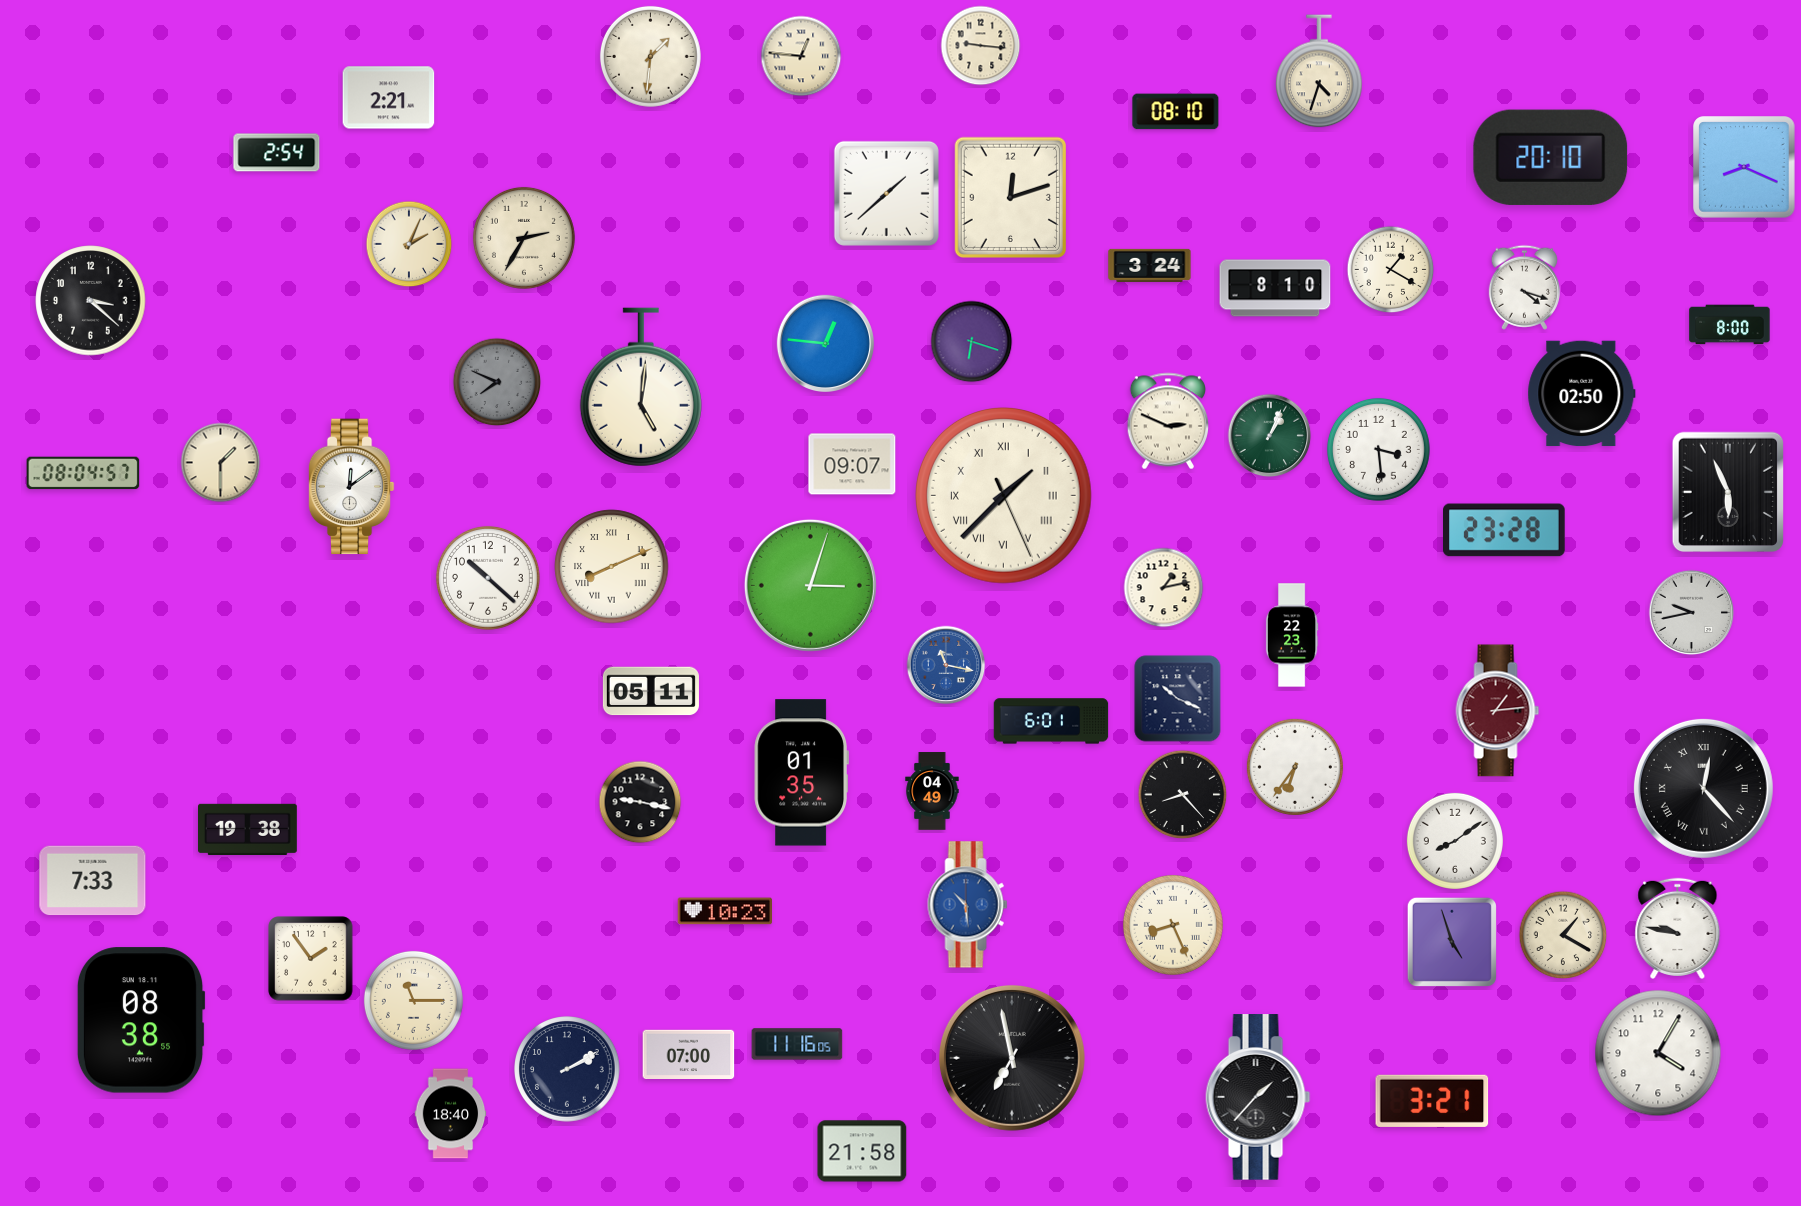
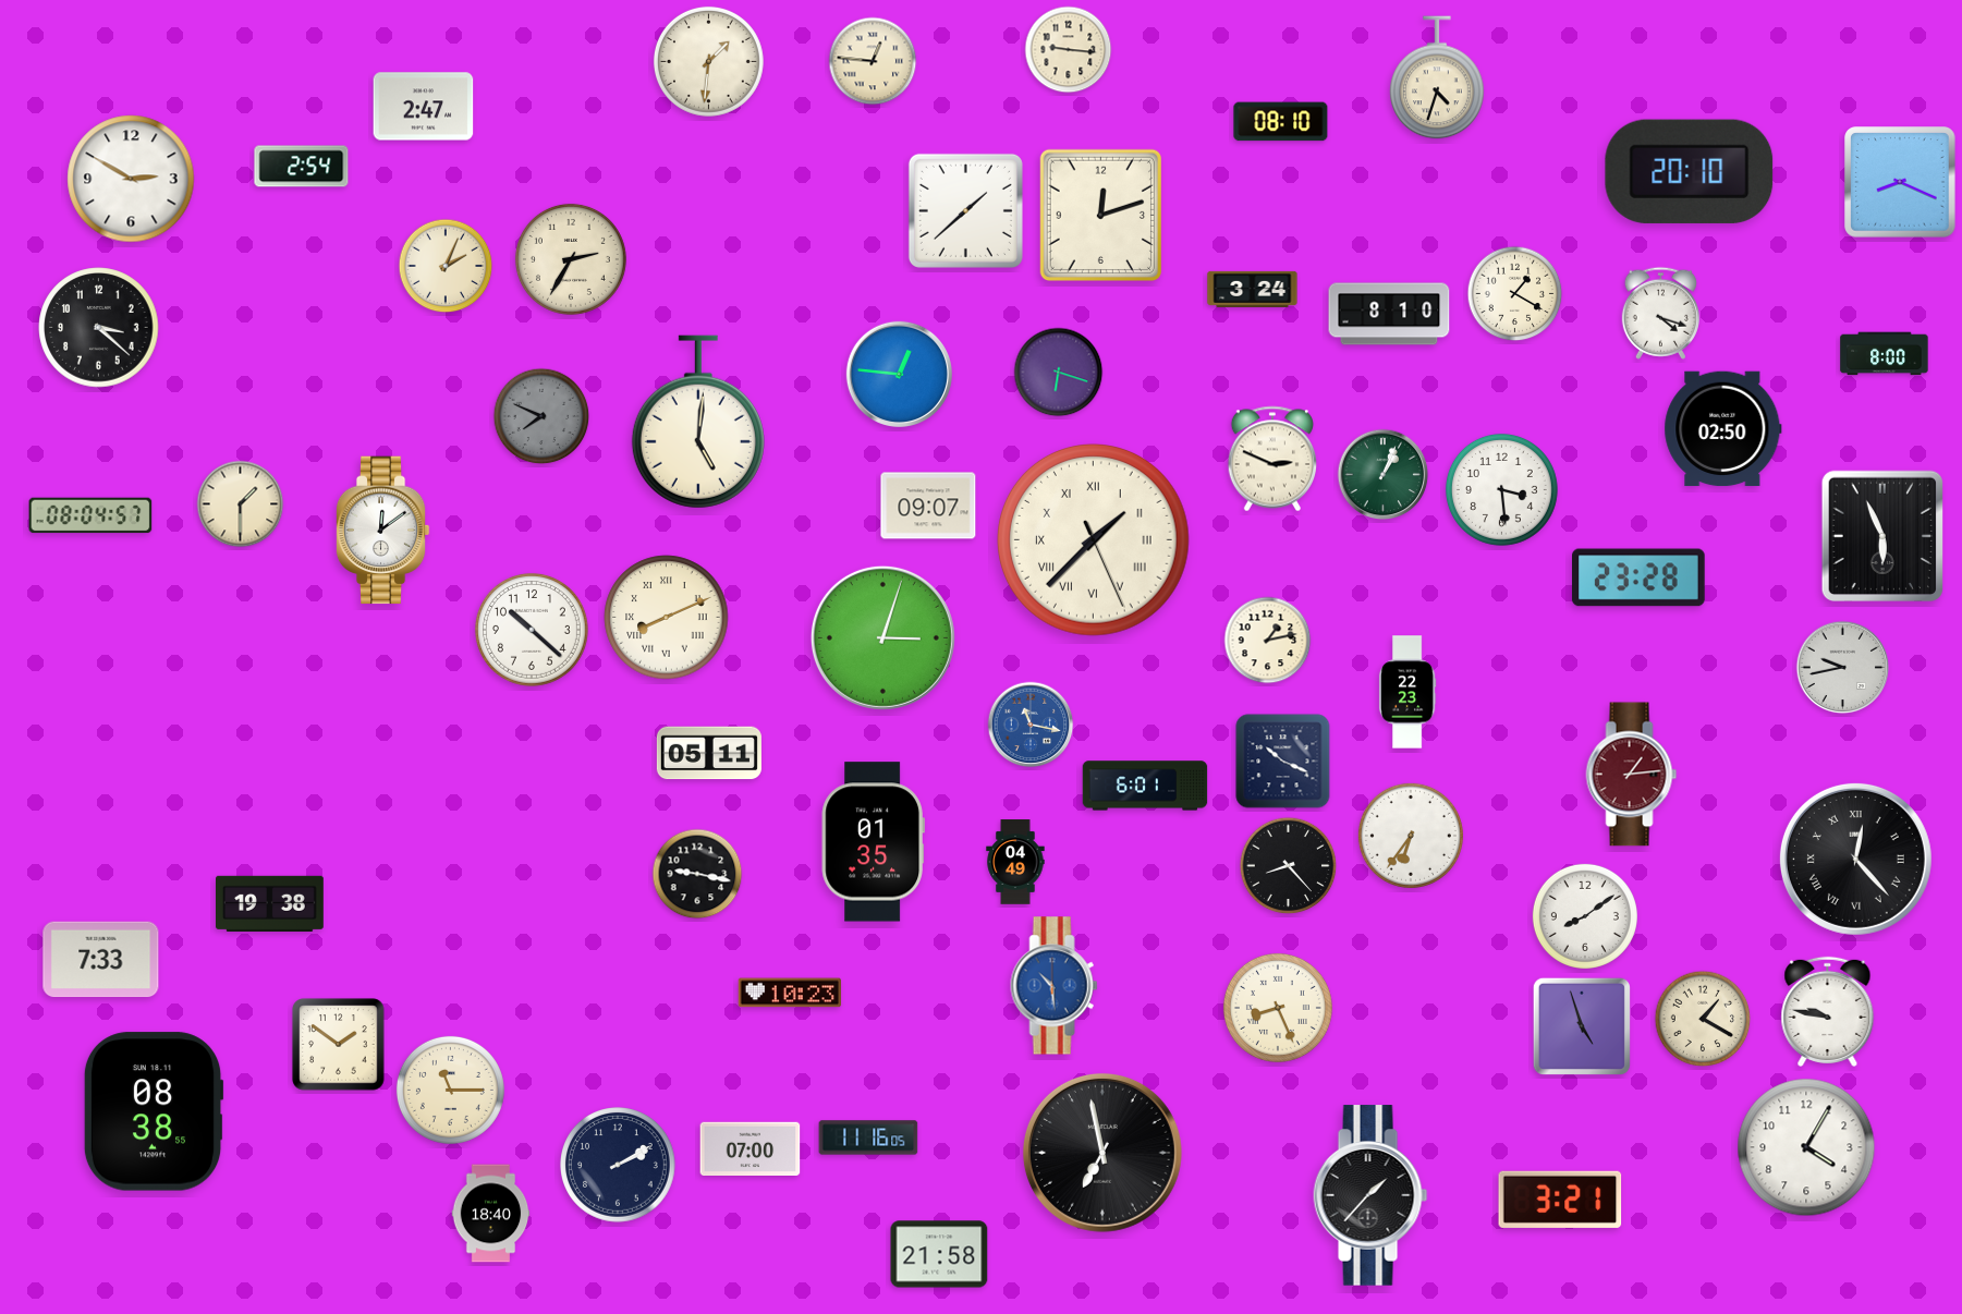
clock at (389, 98): 2:21 -> 2:47
clock at (131, 179): none -> 2:50
clock at (311, 959): 1:54 -> 1:51
